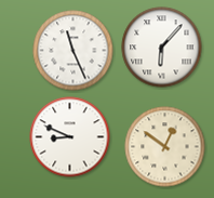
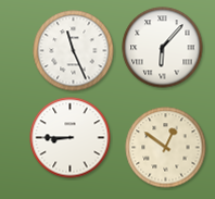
clock at (70, 137): 8:49 -> 8:45
